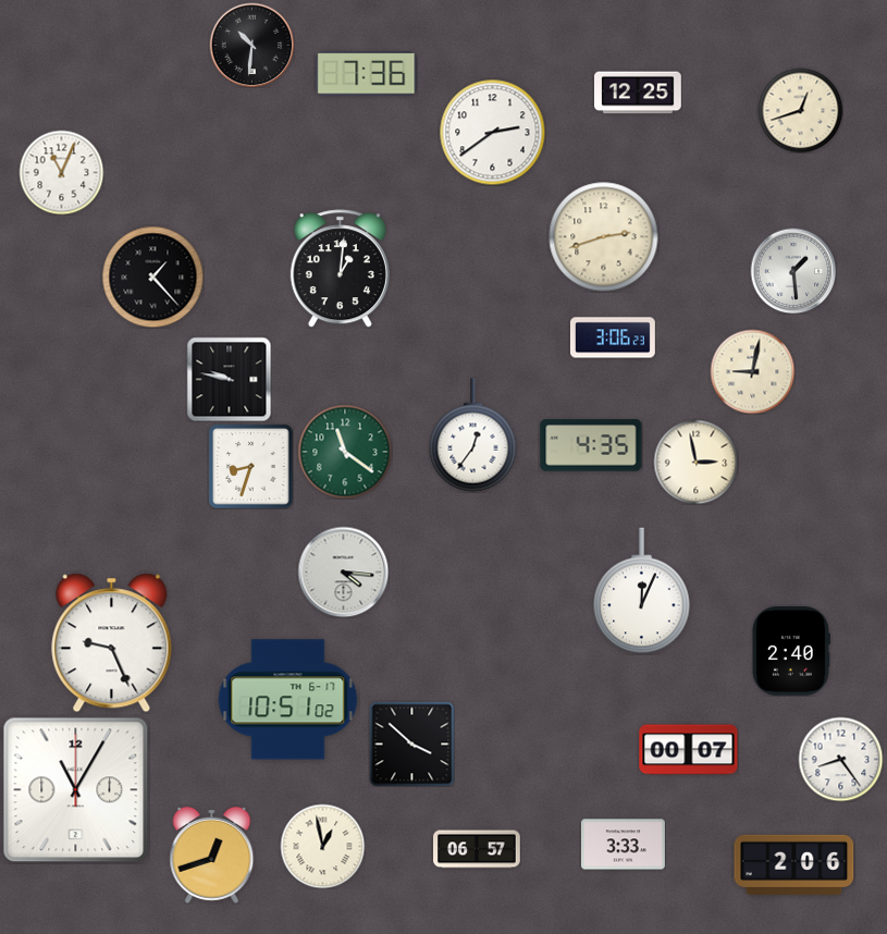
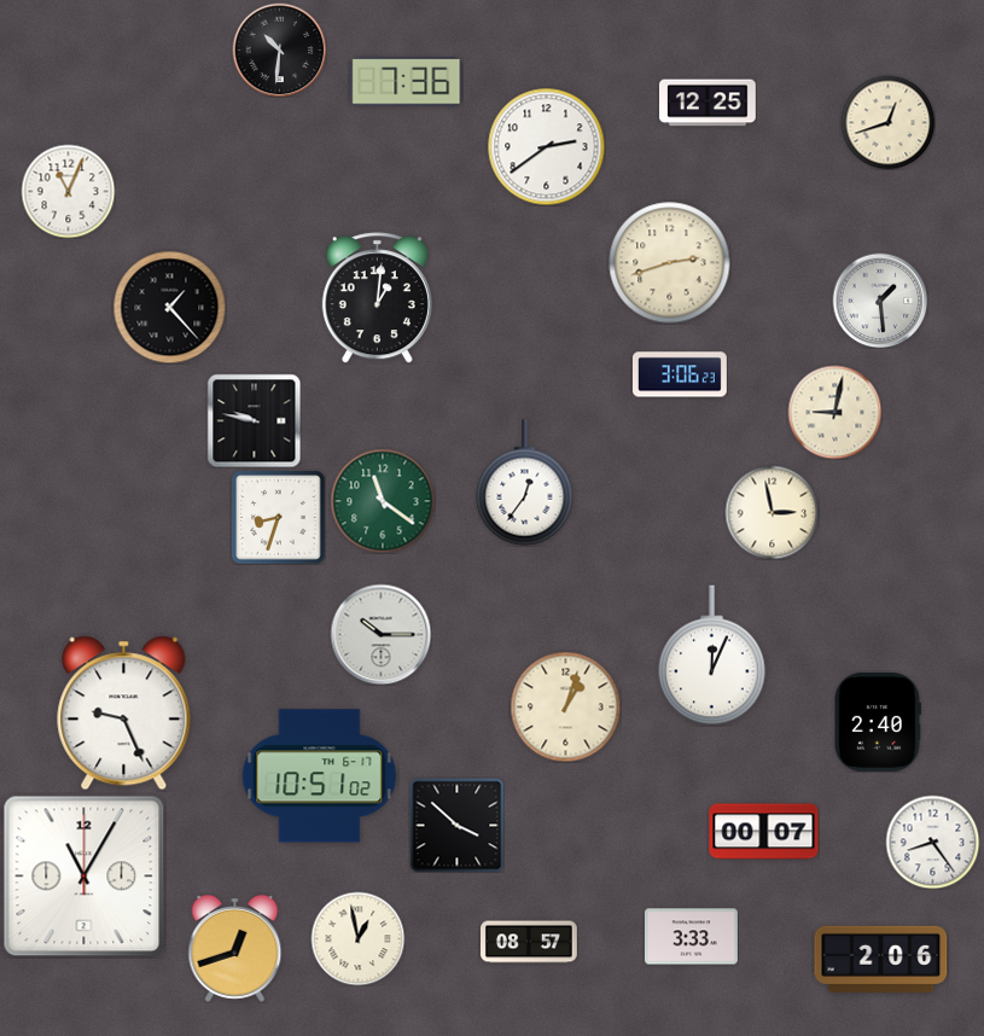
clock at (591, 445): 4:35 -> none
clock at (343, 572): 4:16 -> 10:15
clock at (565, 706): none -> 1:03
clock at (478, 849): 06:57 -> 08:57
